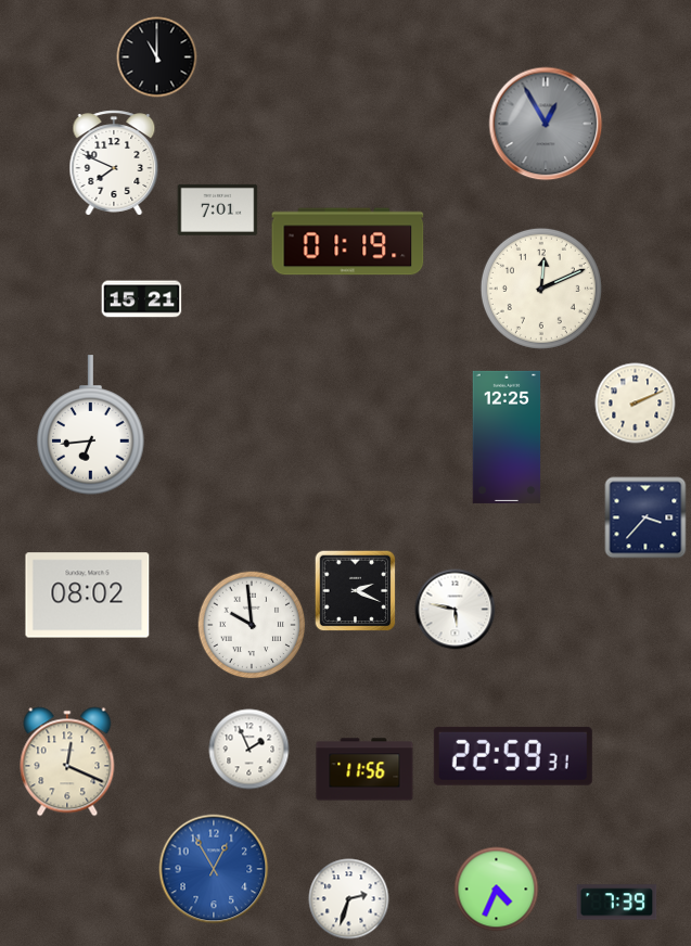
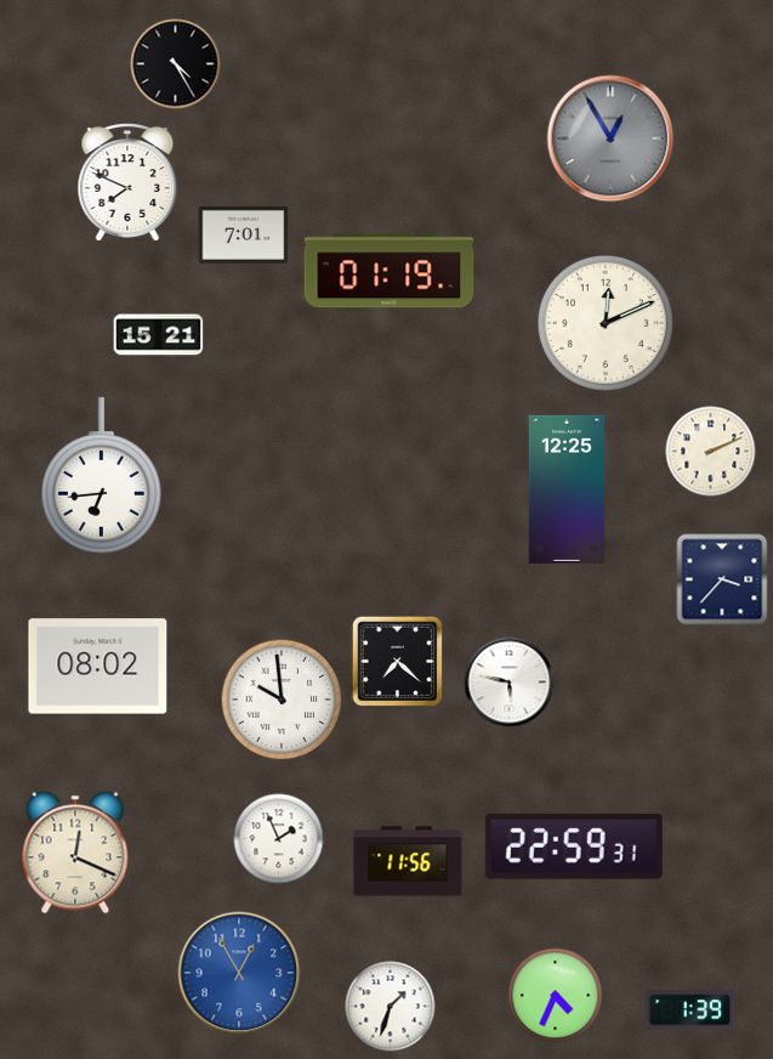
clock at (157, 57): 11:00 -> 4:25
clock at (356, 591): 2:19 -> 7:22
clock at (349, 899): 2:33 -> 1:33
clock at (617, 903): 7:39 -> 1:39
